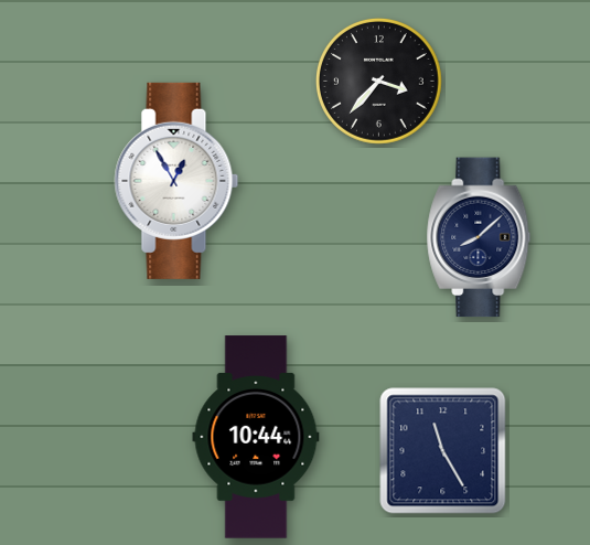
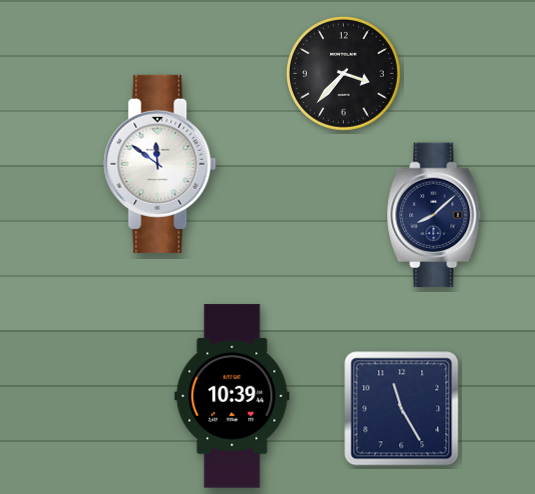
clock at (176, 181): 12:55 -> 11:51
clock at (256, 437): 10:44 -> 10:39
